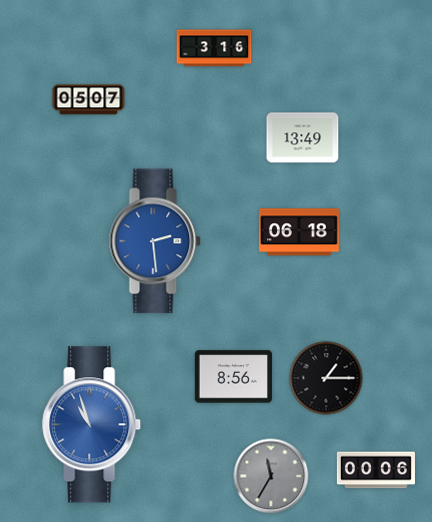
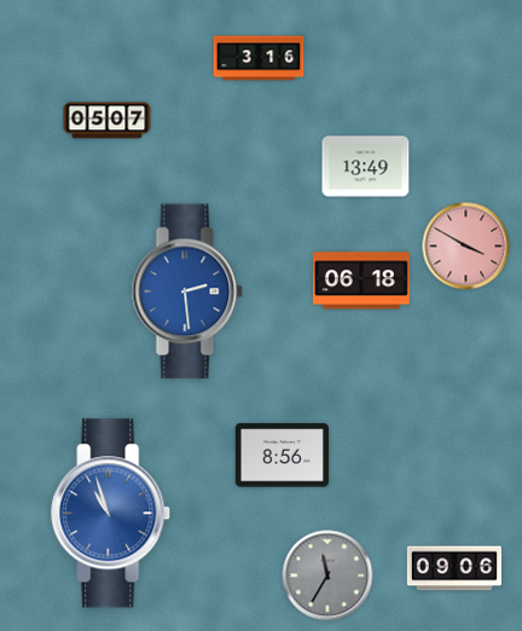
clock at (466, 247): none -> 3:50
clock at (326, 378): 1:15 -> none
clock at (376, 470): 00:06 -> 09:06
